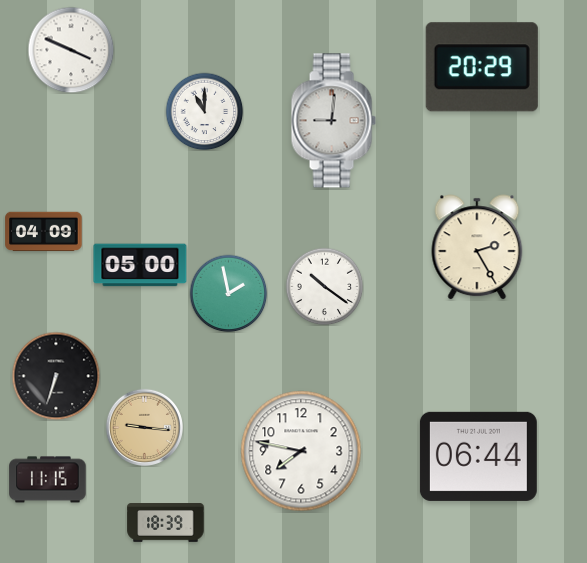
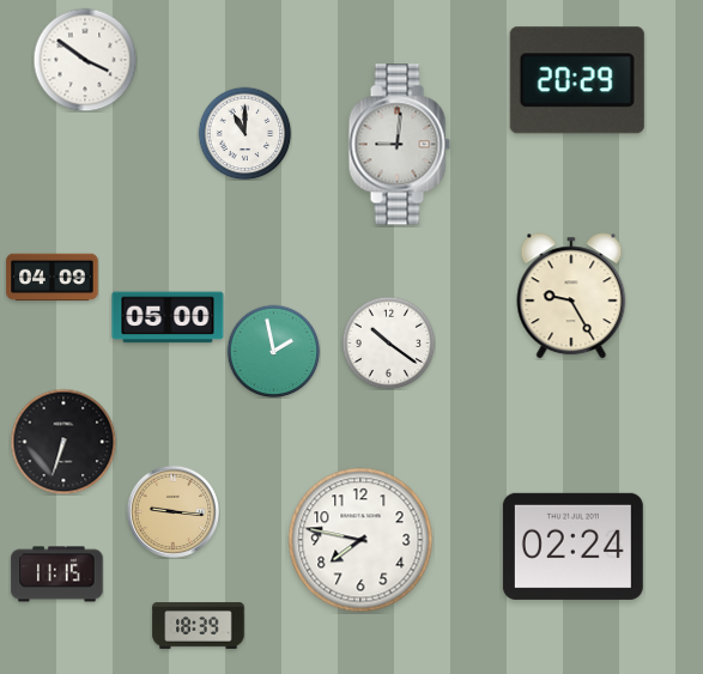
clock at (71, 50): 3:49 -> 3:51
clock at (477, 247): 2:25 -> 9:25
clock at (56, 376) position: (56, 376) -> (63, 442)
clock at (478, 456): 06:44 -> 02:24
